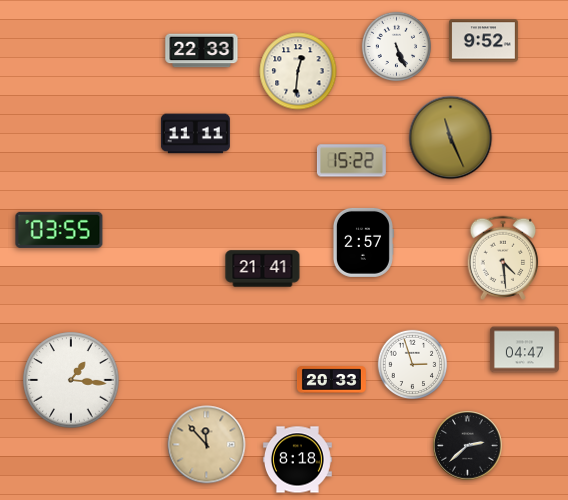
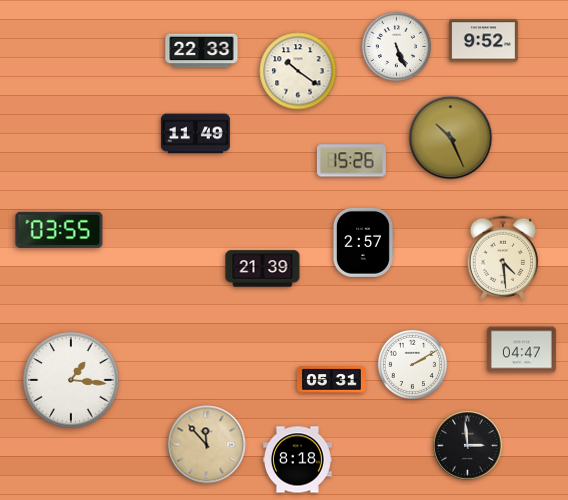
clock at (298, 71): 12:31 -> 10:21
clock at (195, 134): 11:11 -> 11:49
clock at (451, 138): 11:26 -> 10:26
clock at (351, 161): 15:22 -> 15:26
clock at (263, 269): 21:41 -> 21:39
clock at (524, 350) position: (524, 350) -> (521, 350)
clock at (413, 365): 2:57 -> 2:10
clock at (331, 380): 20:33 -> 05:31
clock at (468, 446): 2:38 -> 2:59
